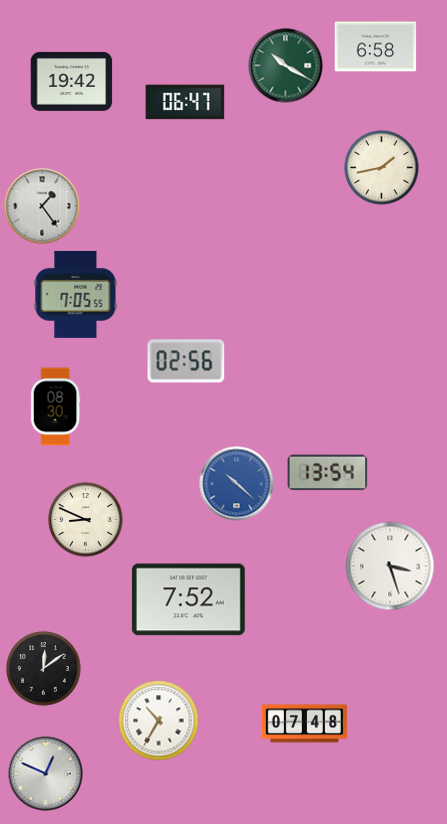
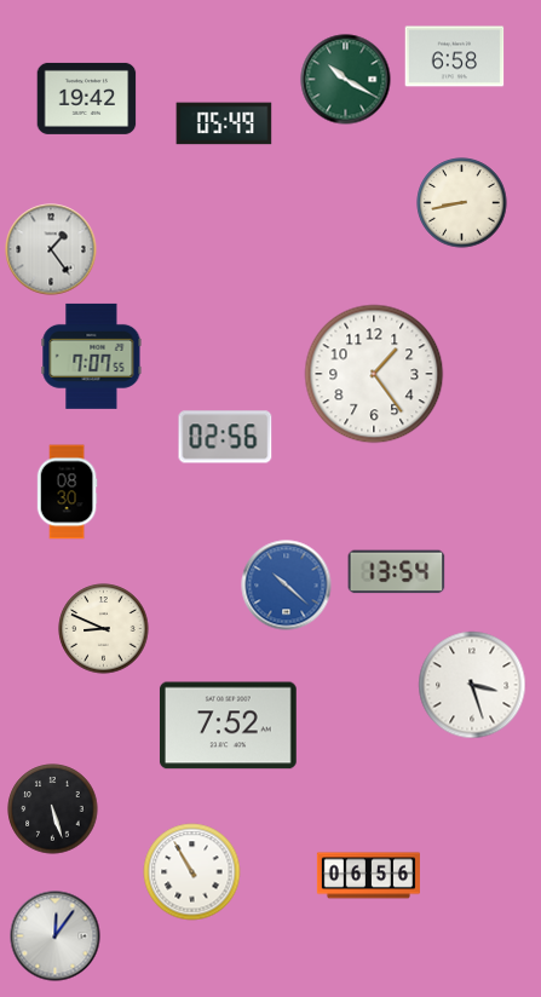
clock at (185, 102): 06:47 -> 05:49
clock at (382, 168): 1:43 -> 8:43
clock at (76, 294): 7:05 -> 7:07
clock at (374, 374): none -> 1:24
clock at (44, 669): 12:09 -> 5:27
clock at (159, 721): 10:35 -> 10:55
clock at (304, 724): 07:48 -> 06:56
clock at (46, 774): 12:49 -> 12:06
